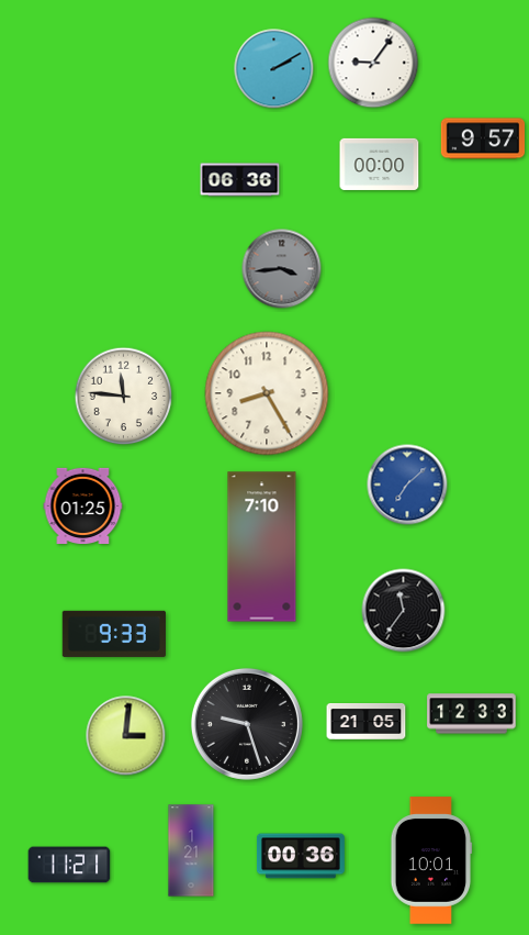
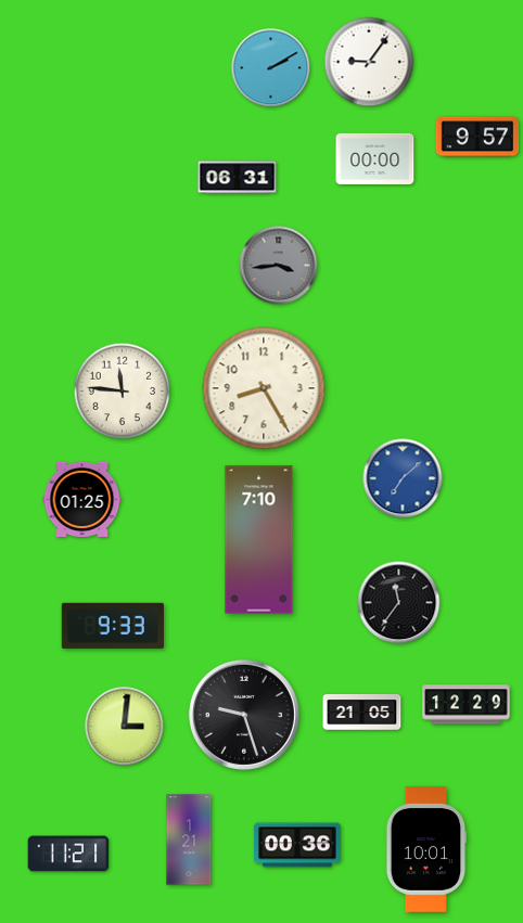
clock at (380, 164) position: (380, 164) -> (375, 158)
clock at (240, 180): 06:36 -> 06:31
clock at (472, 714): 12:33 -> 12:29
